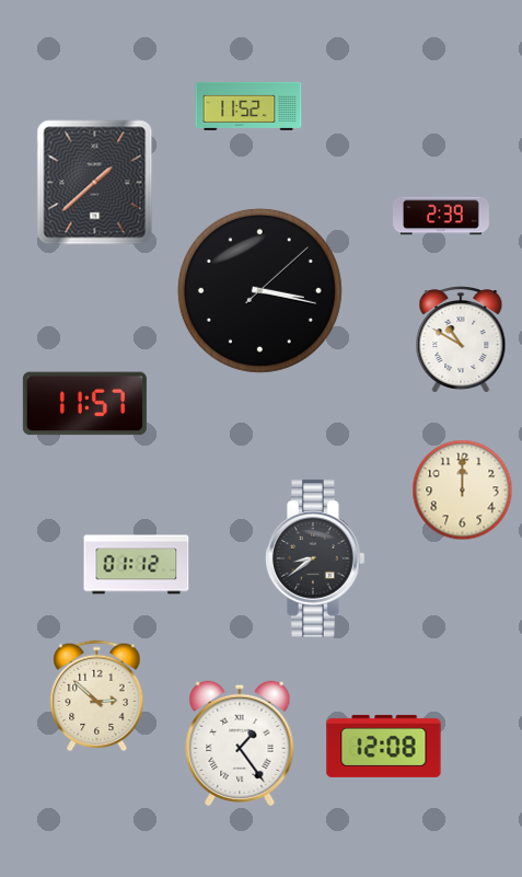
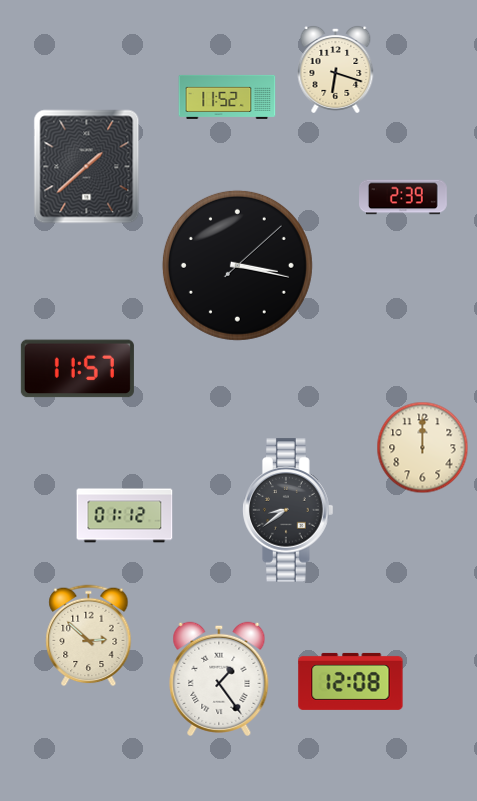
clock at (336, 69): none -> 6:18
clock at (461, 341): 10:50 -> none
